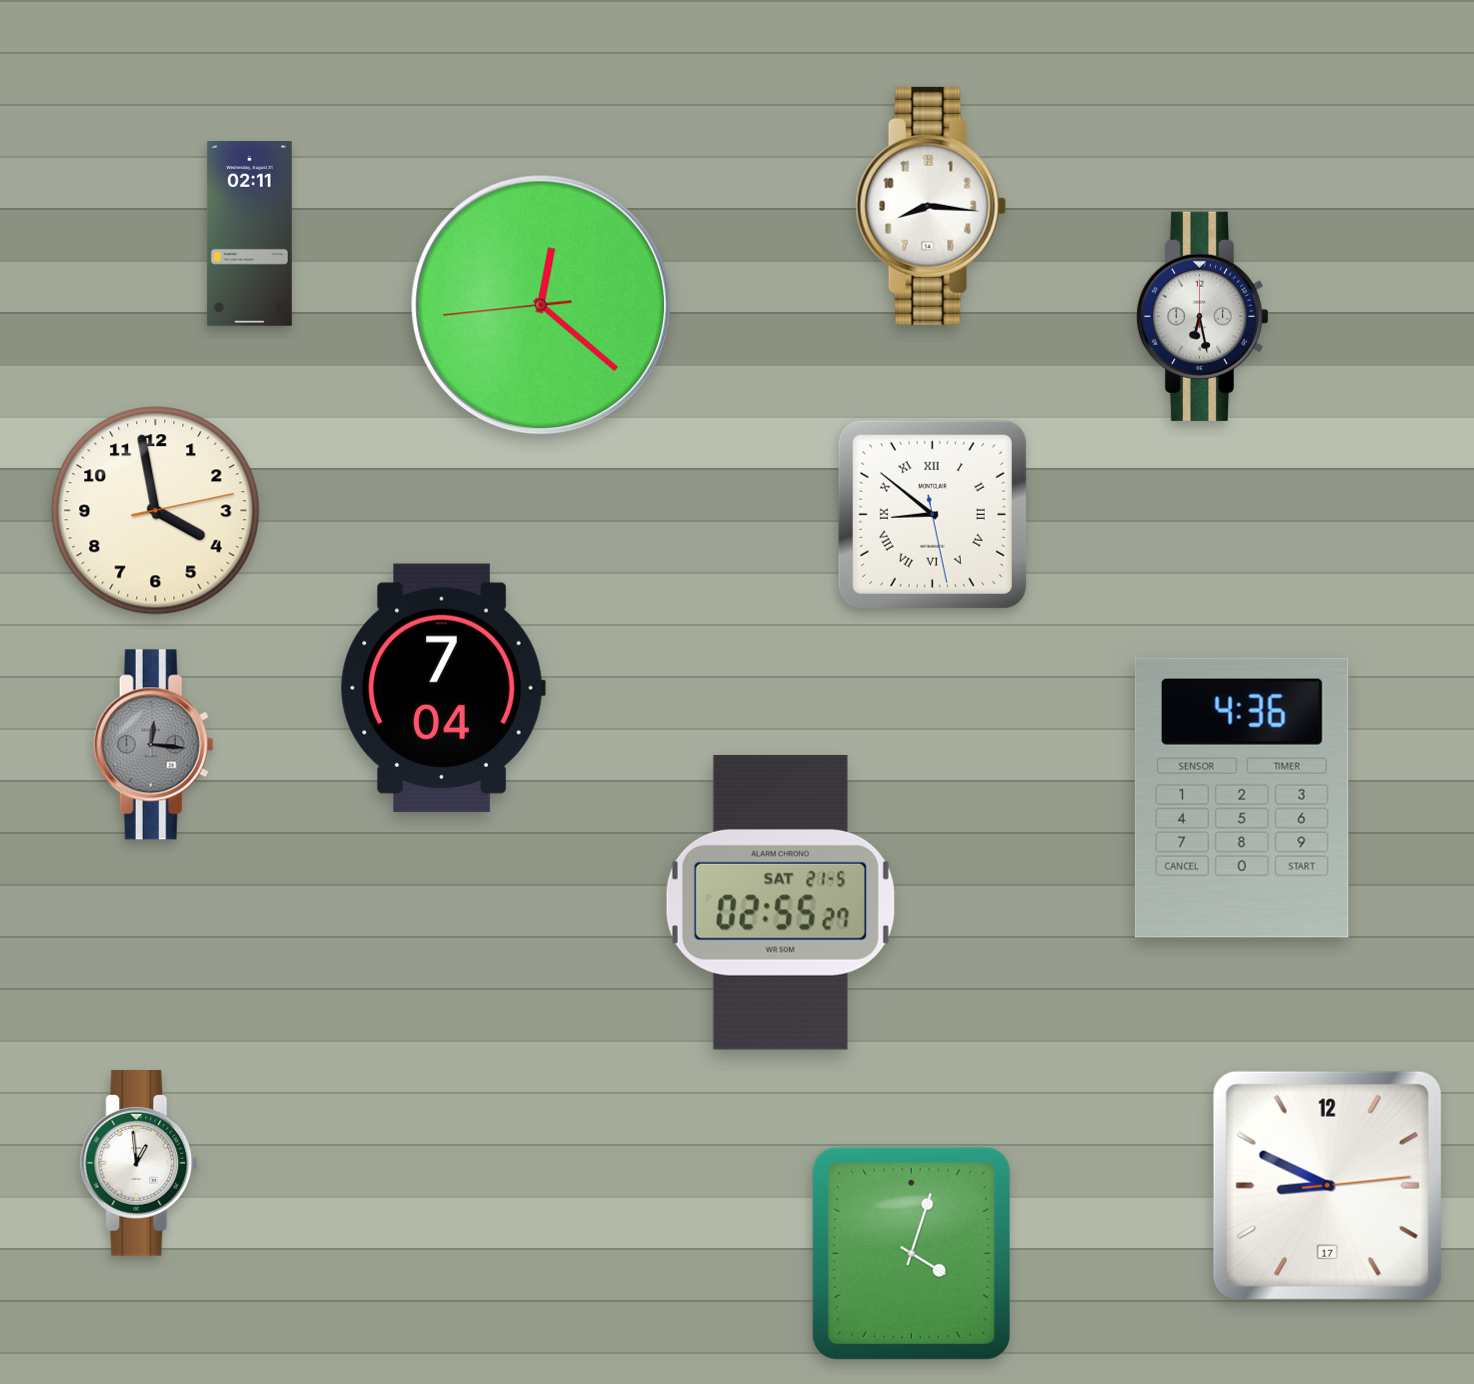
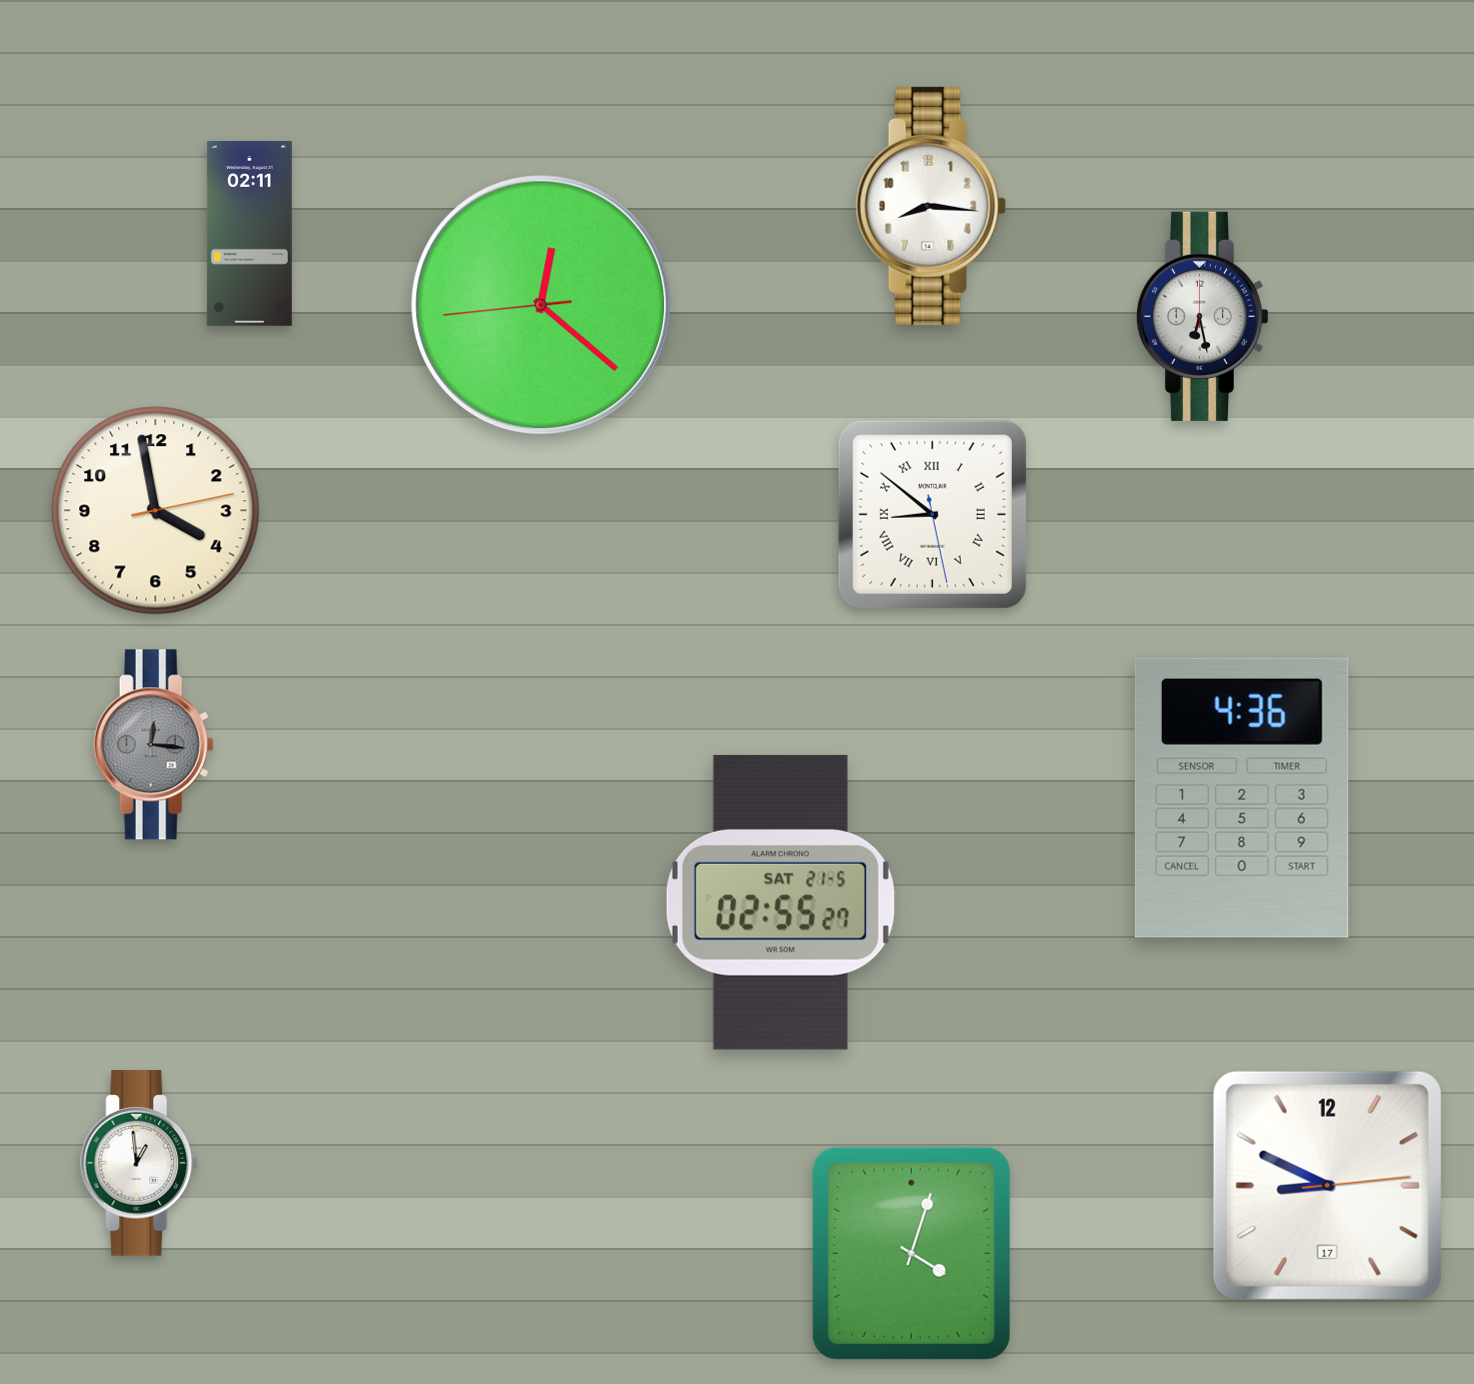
clock at (443, 688): 7:04 -> none
